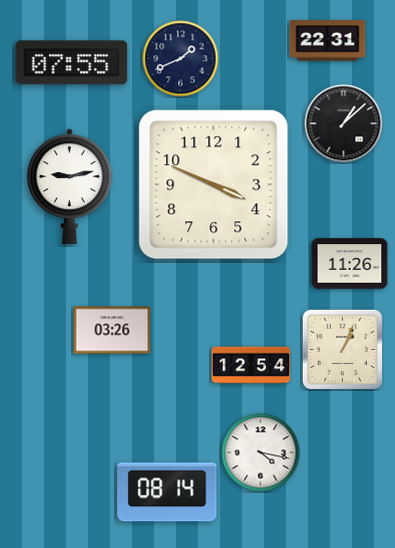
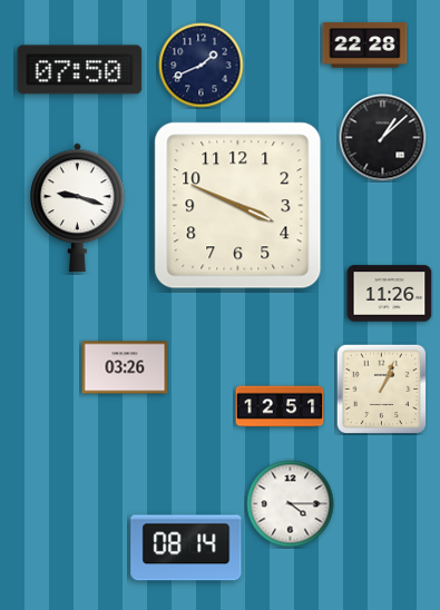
clock at (328, 41): 22:31 -> 22:28
clock at (72, 63): 07:55 -> 07:50
clock at (70, 187): 9:13 -> 9:18
clock at (251, 365): 12:54 -> 12:51
clock at (261, 453): 4:17 -> 4:15
